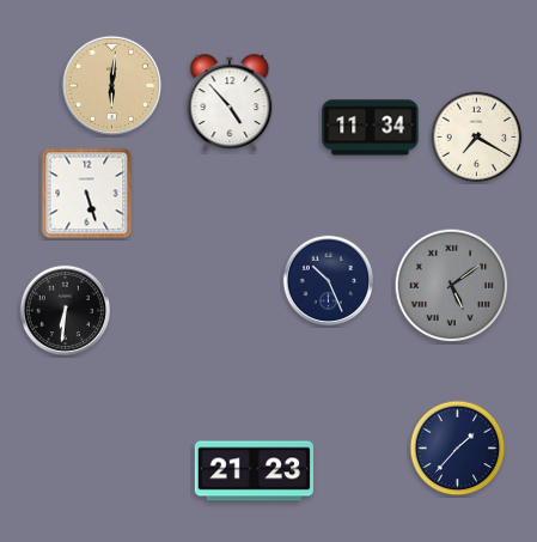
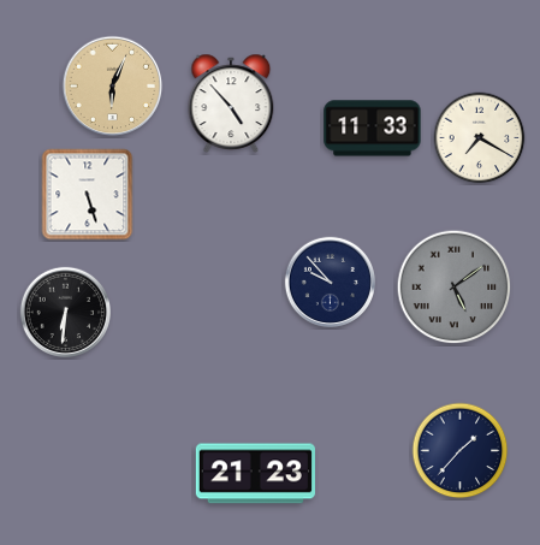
clock at (112, 86): 6:01 -> 6:04
clock at (371, 128): 11:34 -> 11:33
clock at (328, 280): 10:26 -> 9:53
